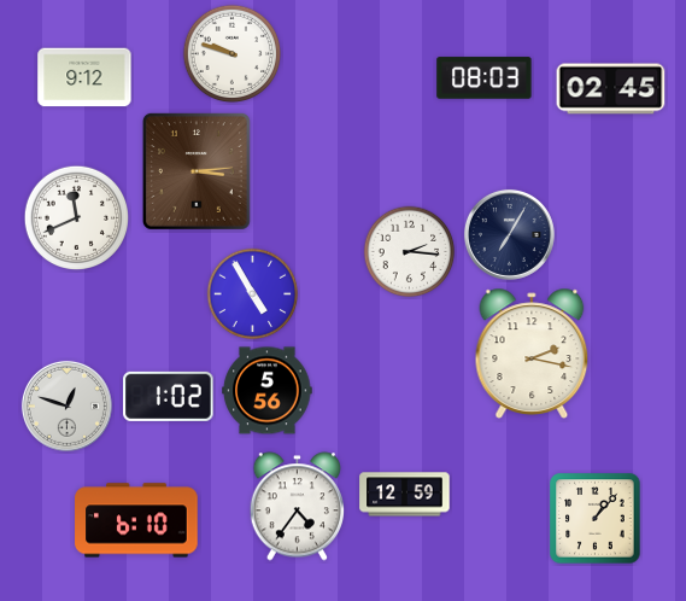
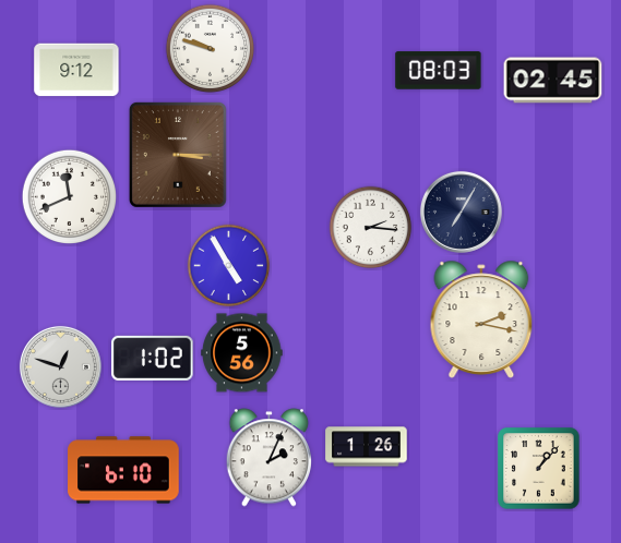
clock at (197, 171): 3:14 -> 3:15
clock at (405, 495): 12:59 -> 1:26
clock at (297, 507): 4:36 -> 2:04
